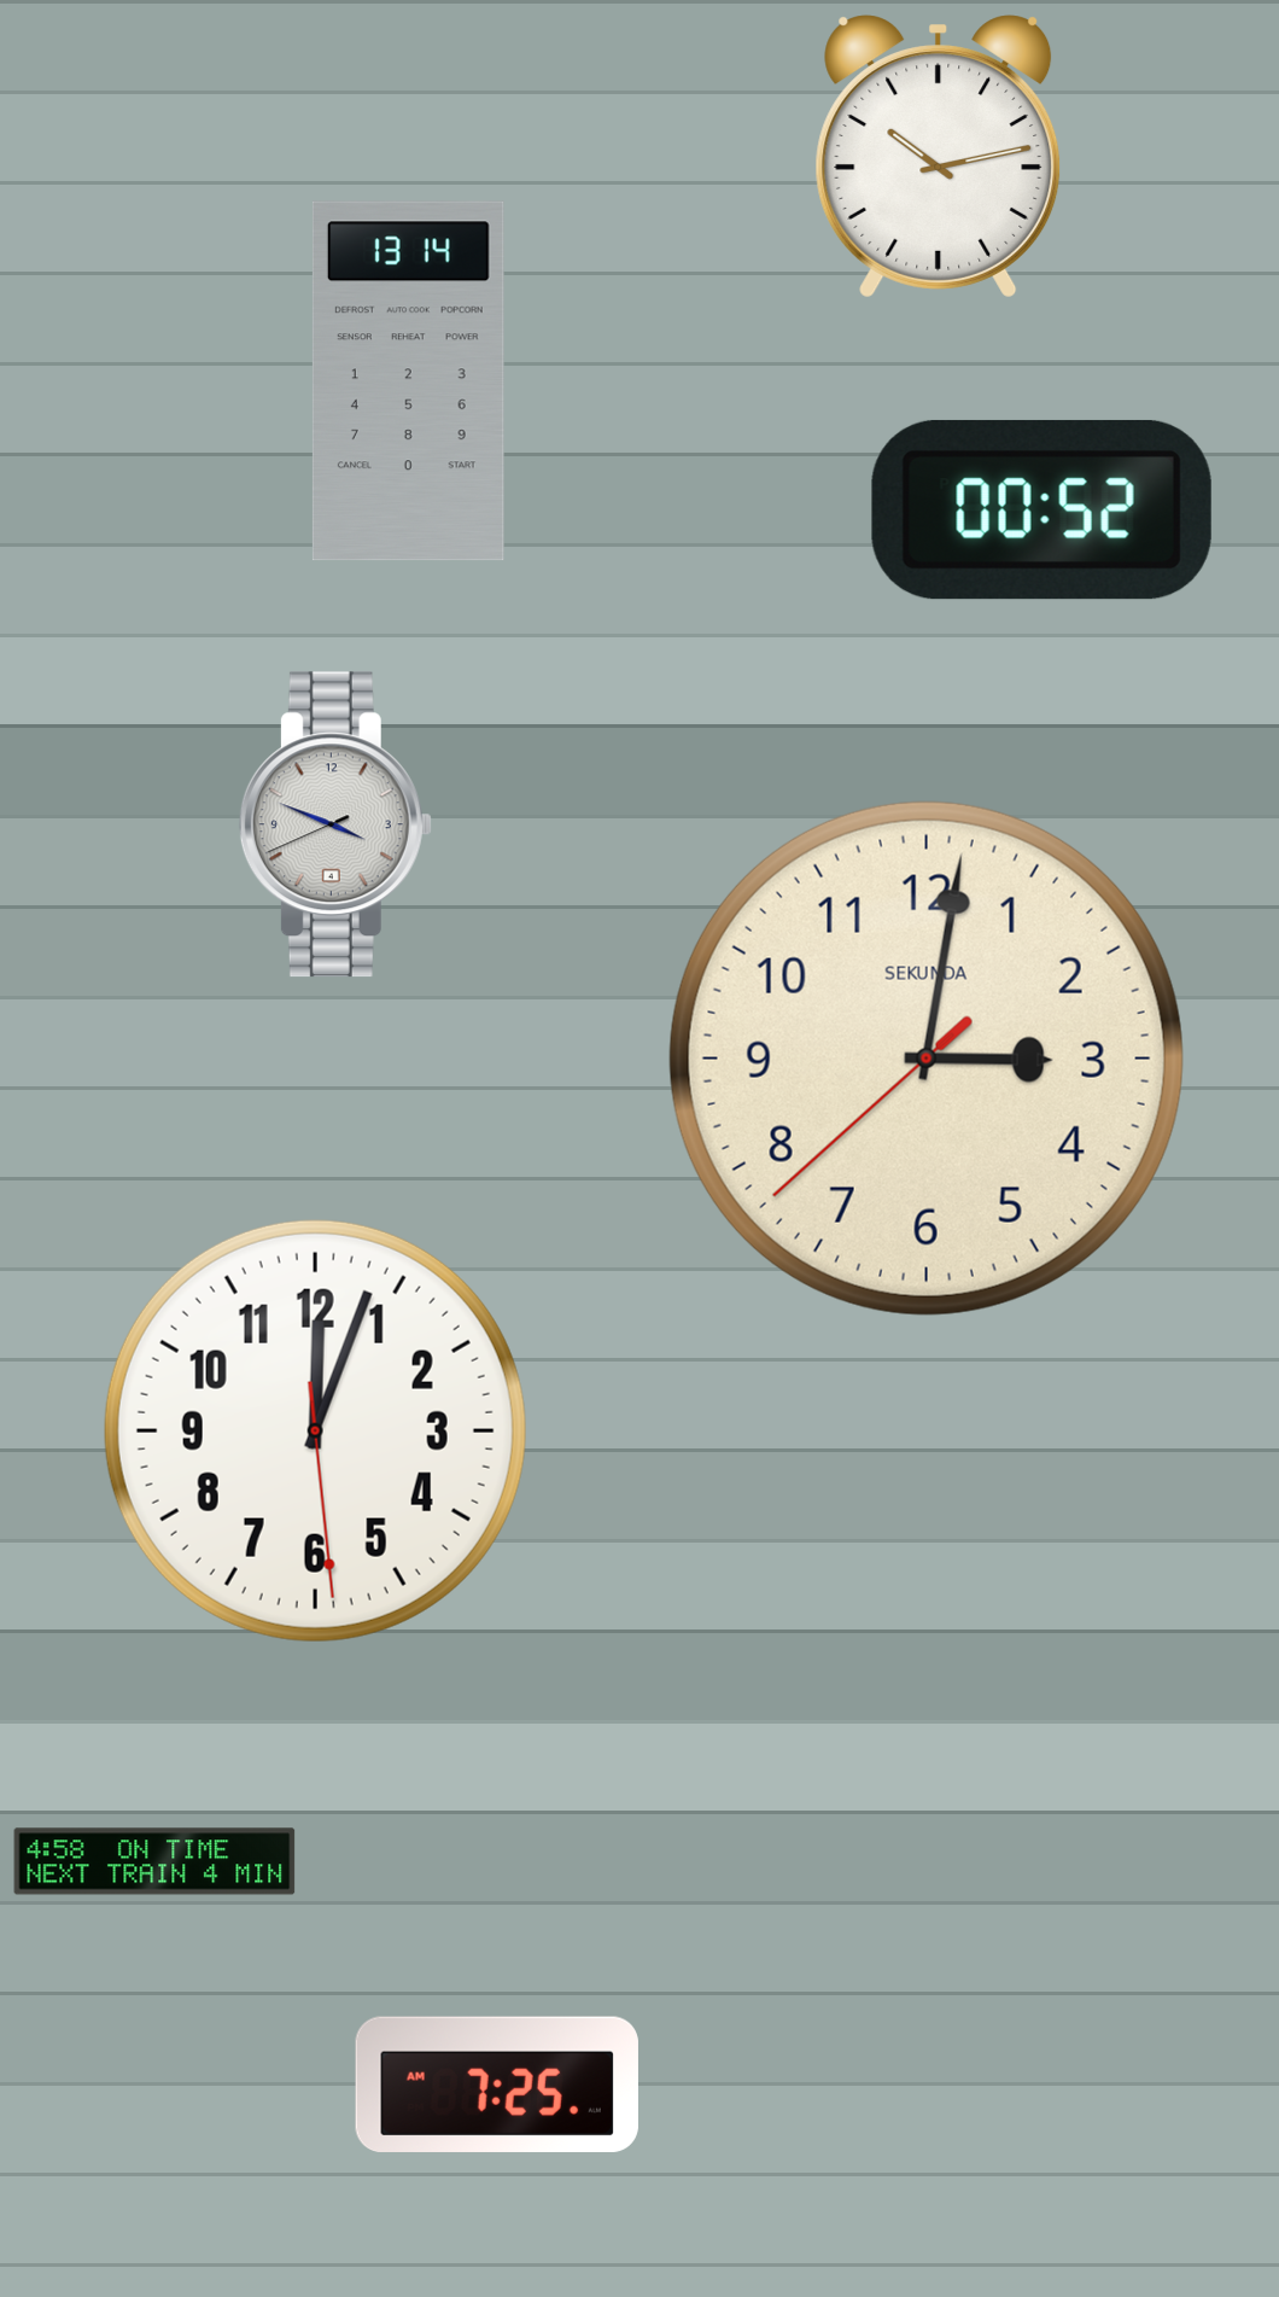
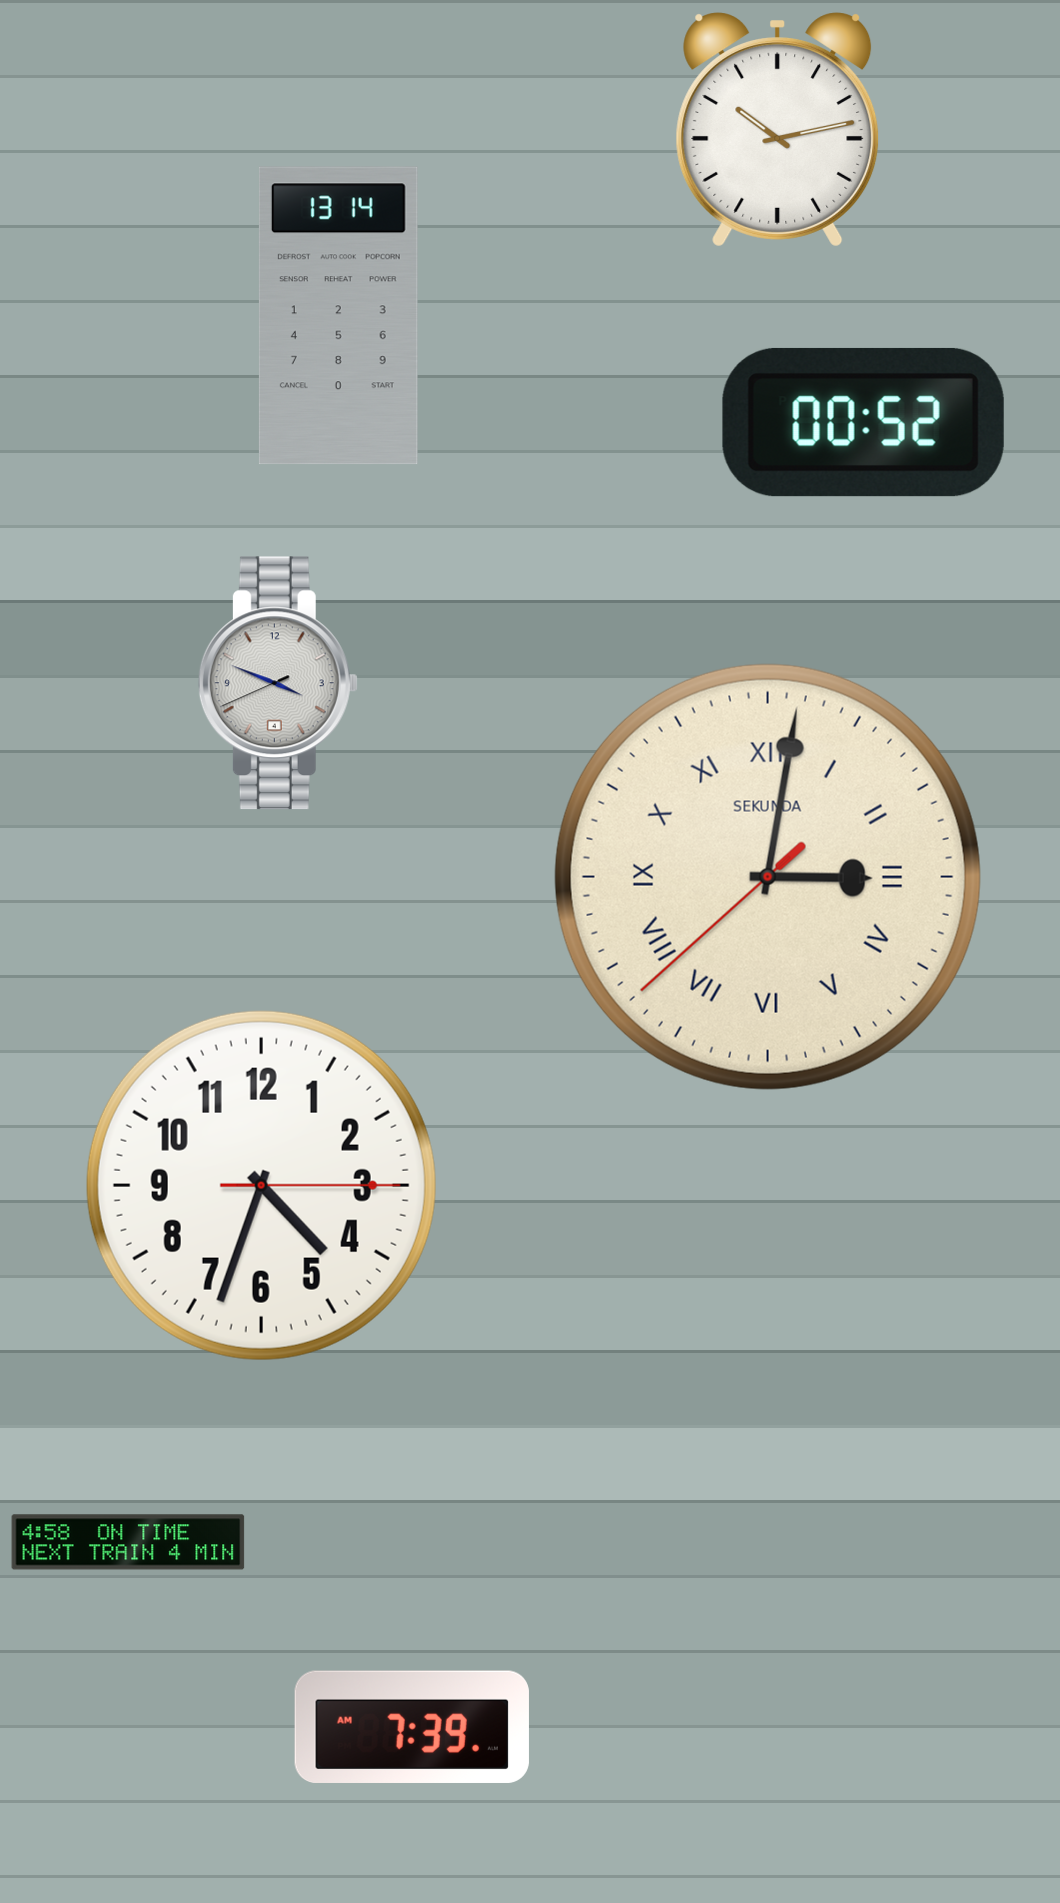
clock at (927, 1059) numerals: Arabic -> Roman
clock at (315, 1430): 12:03 -> 4:33
clock at (497, 2085): 7:25 -> 7:39
